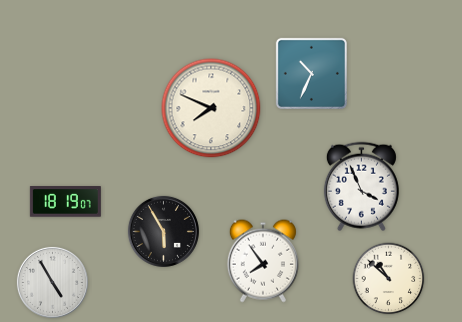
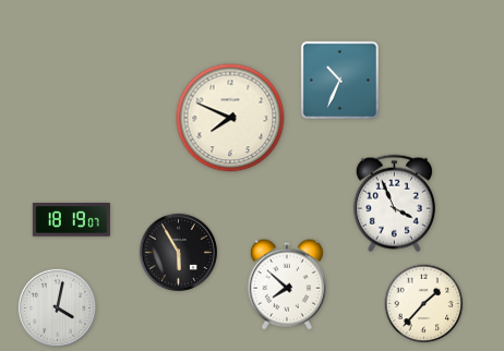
clock at (263, 261): 7:54 -> 7:52
clock at (389, 279): 10:52 -> 1:37
clock at (52, 282): 4:55 -> 4:02
